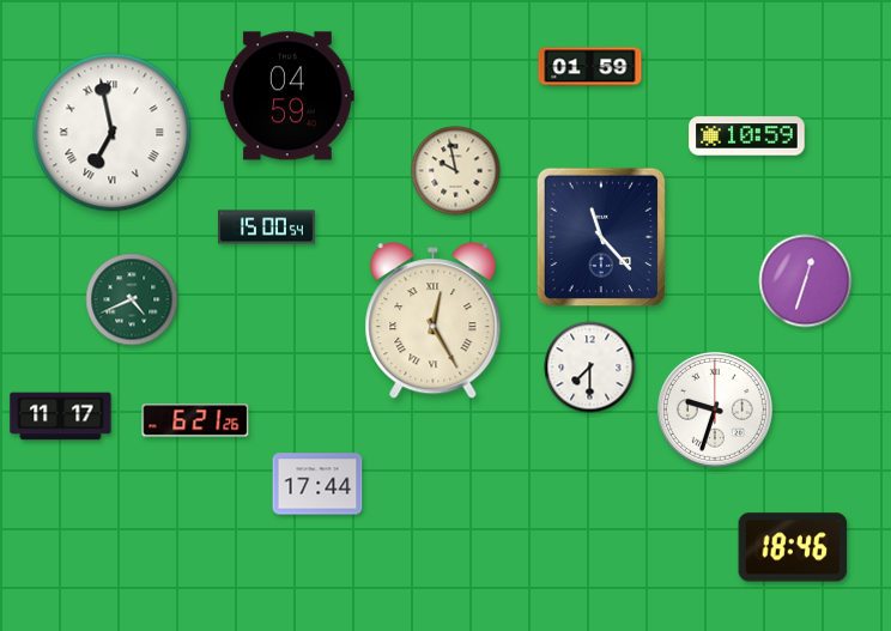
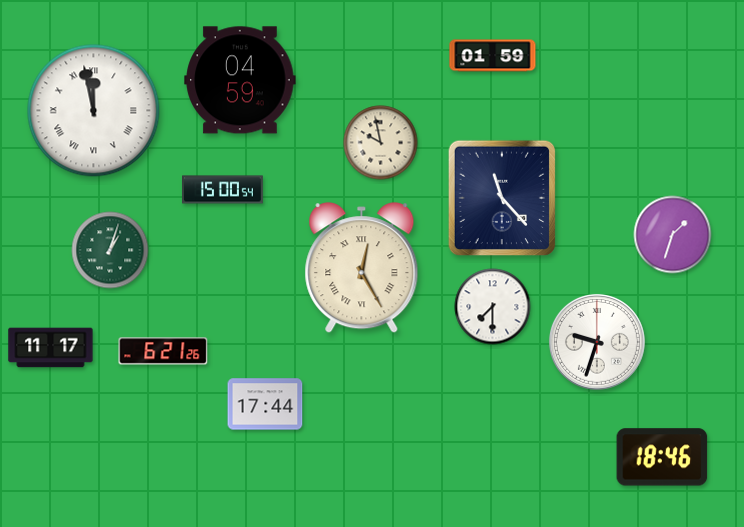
clock at (113, 133): 6:58 -> 11:58
clock at (747, 136): 10:59 -> none
clock at (806, 281): 12:33 -> 1:33
clock at (132, 299): 4:41 -> 1:03
